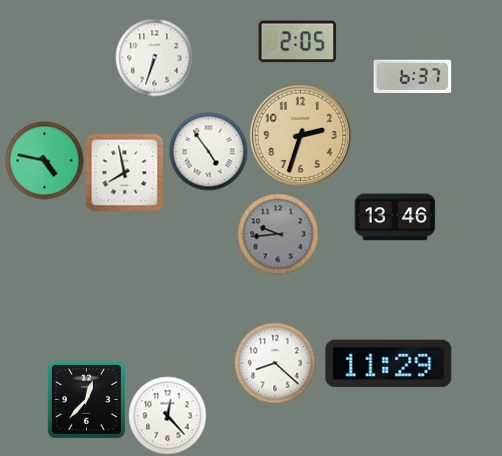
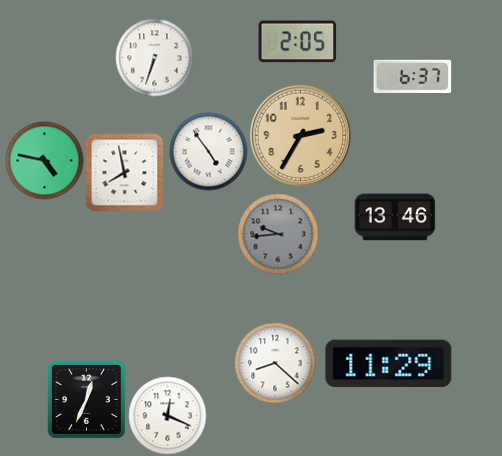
clock at (300, 135): 2:33 -> 2:35
clock at (87, 400): 12:37 -> 12:34
clock at (167, 415): 12:23 -> 12:19
